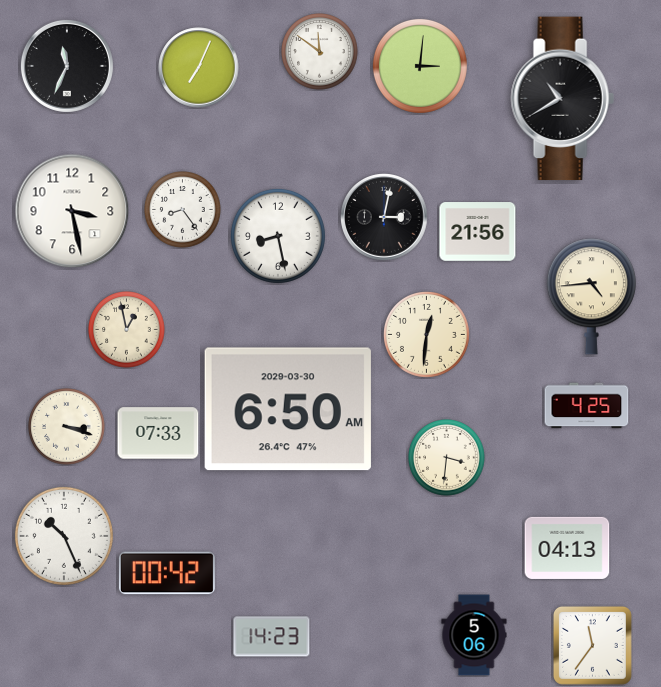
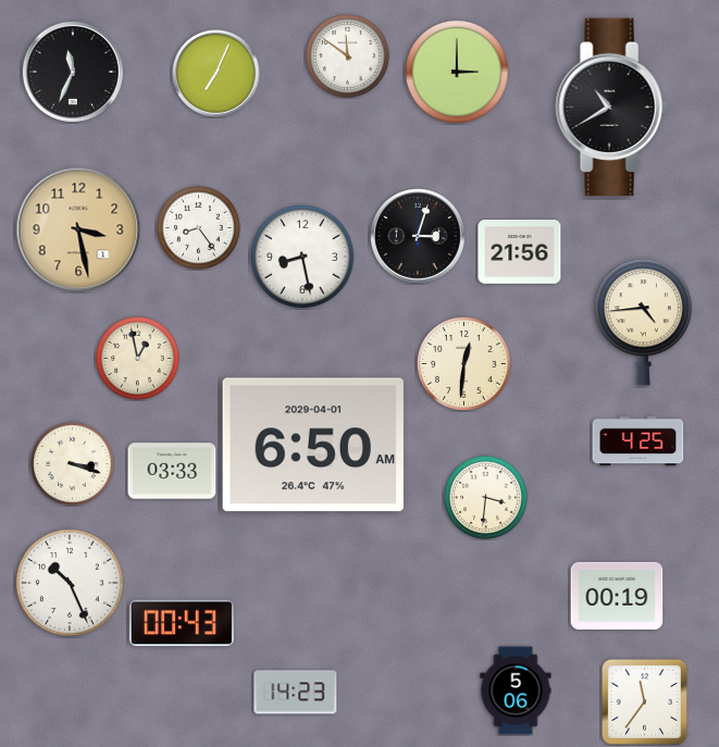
clock at (420, 66): 3:01 -> 3:00
clock at (72, 211) dial: white -> champagne
clock at (385, 218): 3:02 -> 3:03
clock at (288, 409) date: 2029-03-30 -> 2029-04-01
clock at (158, 433): 07:33 -> 03:33
clock at (567, 548): 04:13 -> 00:19
clock at (167, 573): 00:42 -> 00:43
